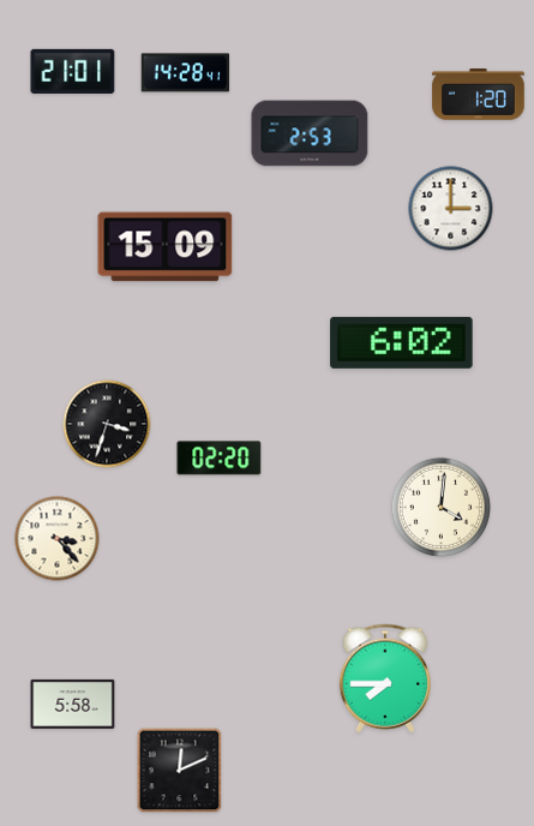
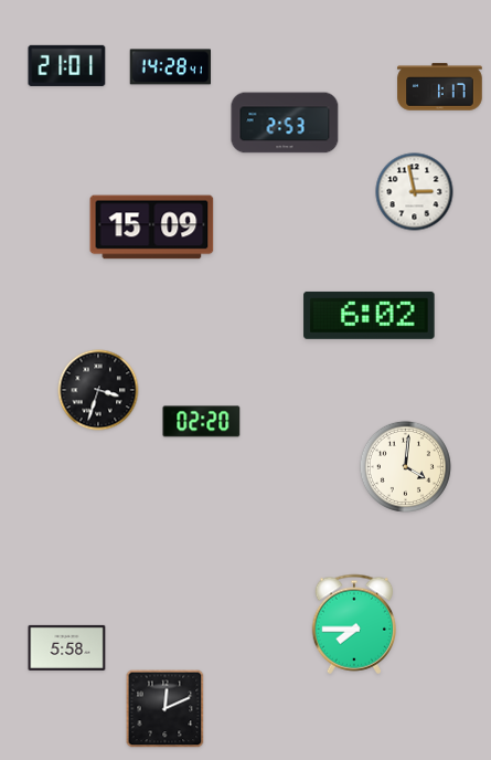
clock at (479, 95): 1:20 -> 1:17
clock at (451, 209): 3:00 -> 2:58
clock at (58, 539): 3:23 -> none
